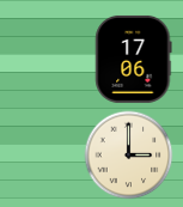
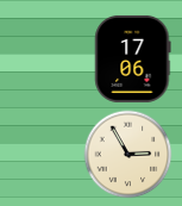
clock at (129, 156): 3:00 -> 2:55
